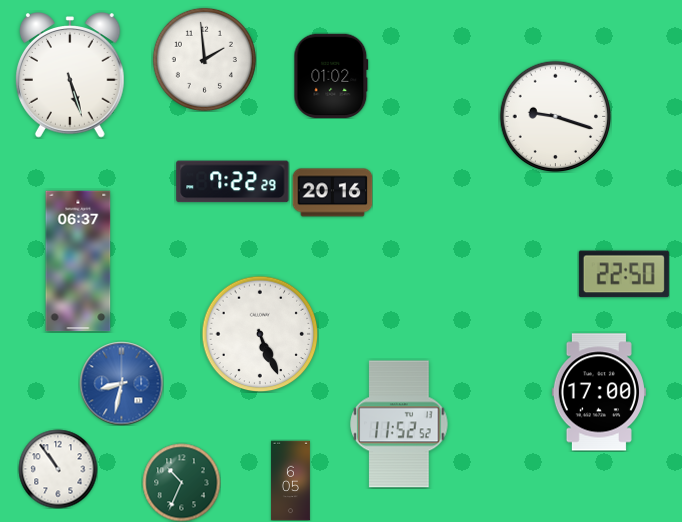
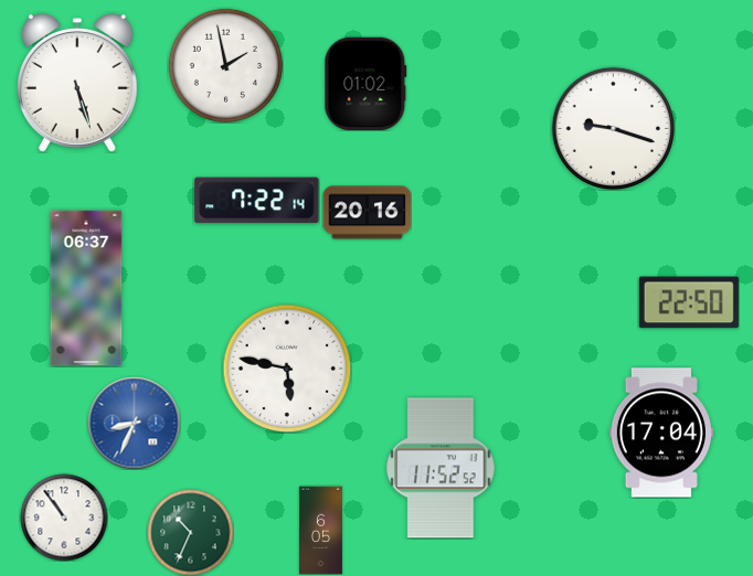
clock at (204, 59): 1:59 -> 1:58
clock at (233, 182): 7:22:29 -> 7:22:14
clock at (260, 334): 5:26 -> 5:47
clock at (121, 383): 8:32 -> 8:34
clock at (599, 392): 17:00 -> 17:04
clock at (181, 482) position: (181, 482) -> (190, 532)
